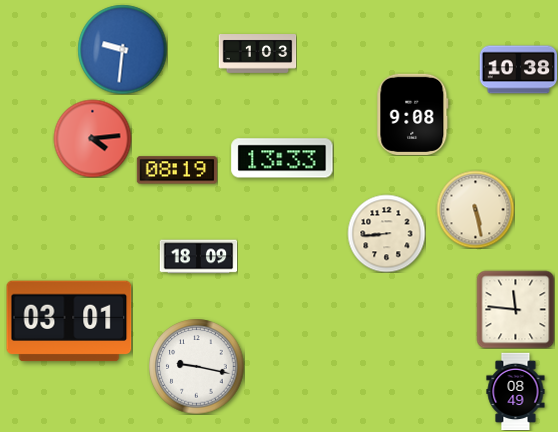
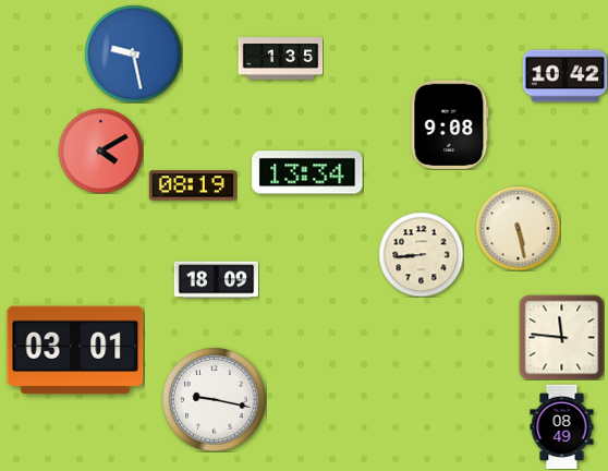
clock at (122, 49): 9:31 -> 9:28
clock at (257, 54): 1:03 -> 1:35
clock at (518, 70): 10:38 -> 10:42
clock at (92, 138): 4:14 -> 4:10
clock at (282, 158): 13:33 -> 13:34
